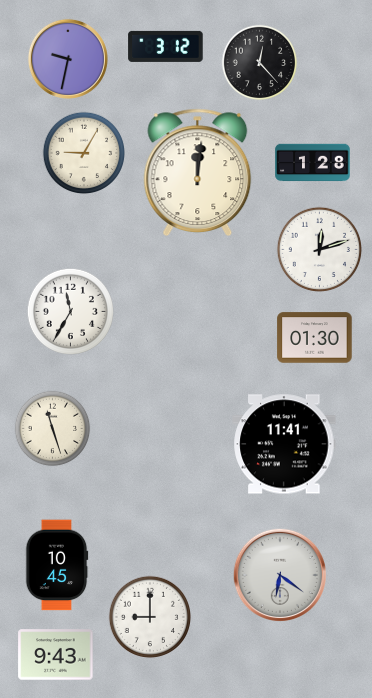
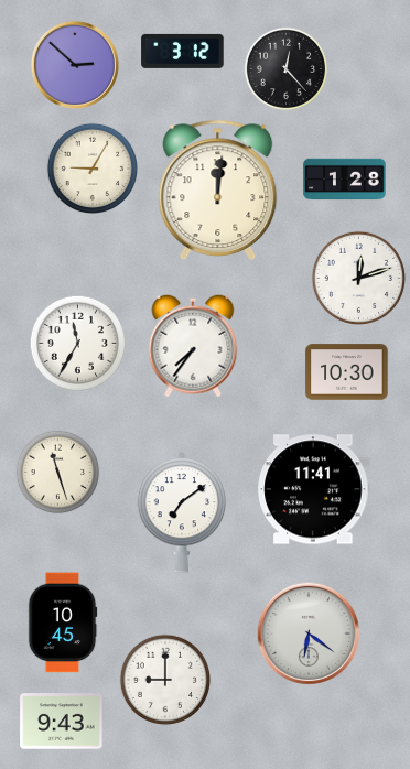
clock at (68, 59): 9:32 -> 2:52
clock at (319, 249) position: (319, 249) -> (358, 278)
clock at (193, 346): none -> 7:36
clock at (315, 338): 01:30 -> 10:30
clock at (182, 512): none -> 7:09
